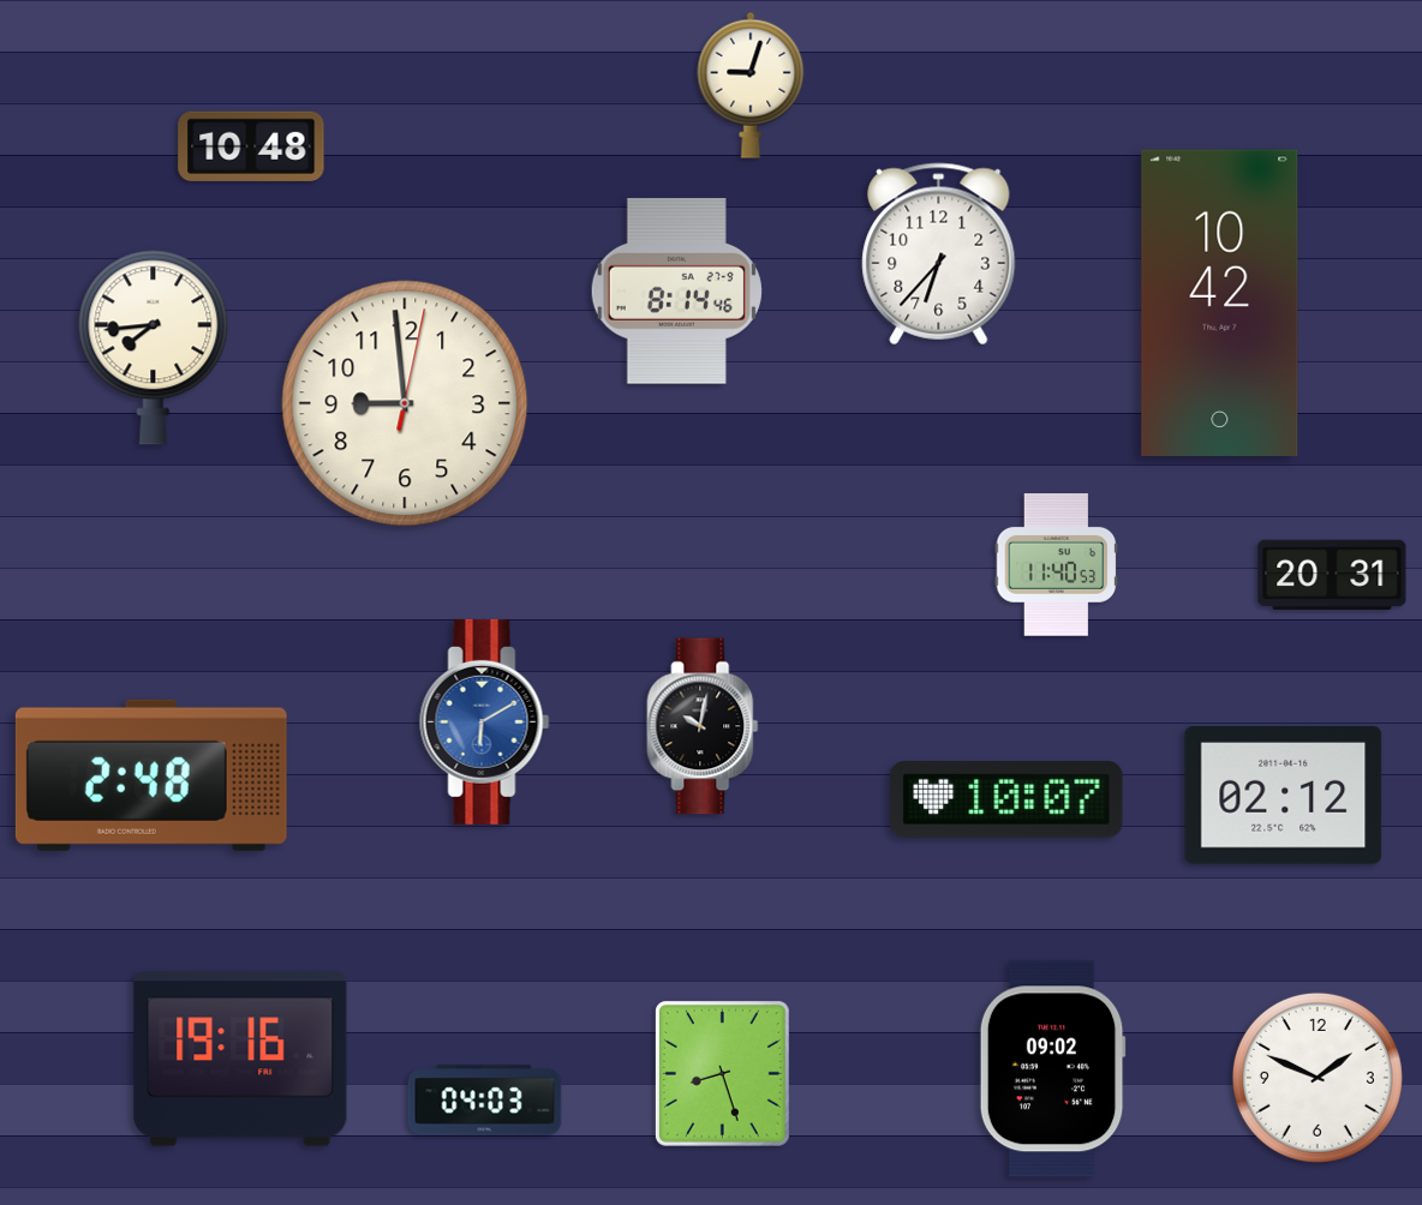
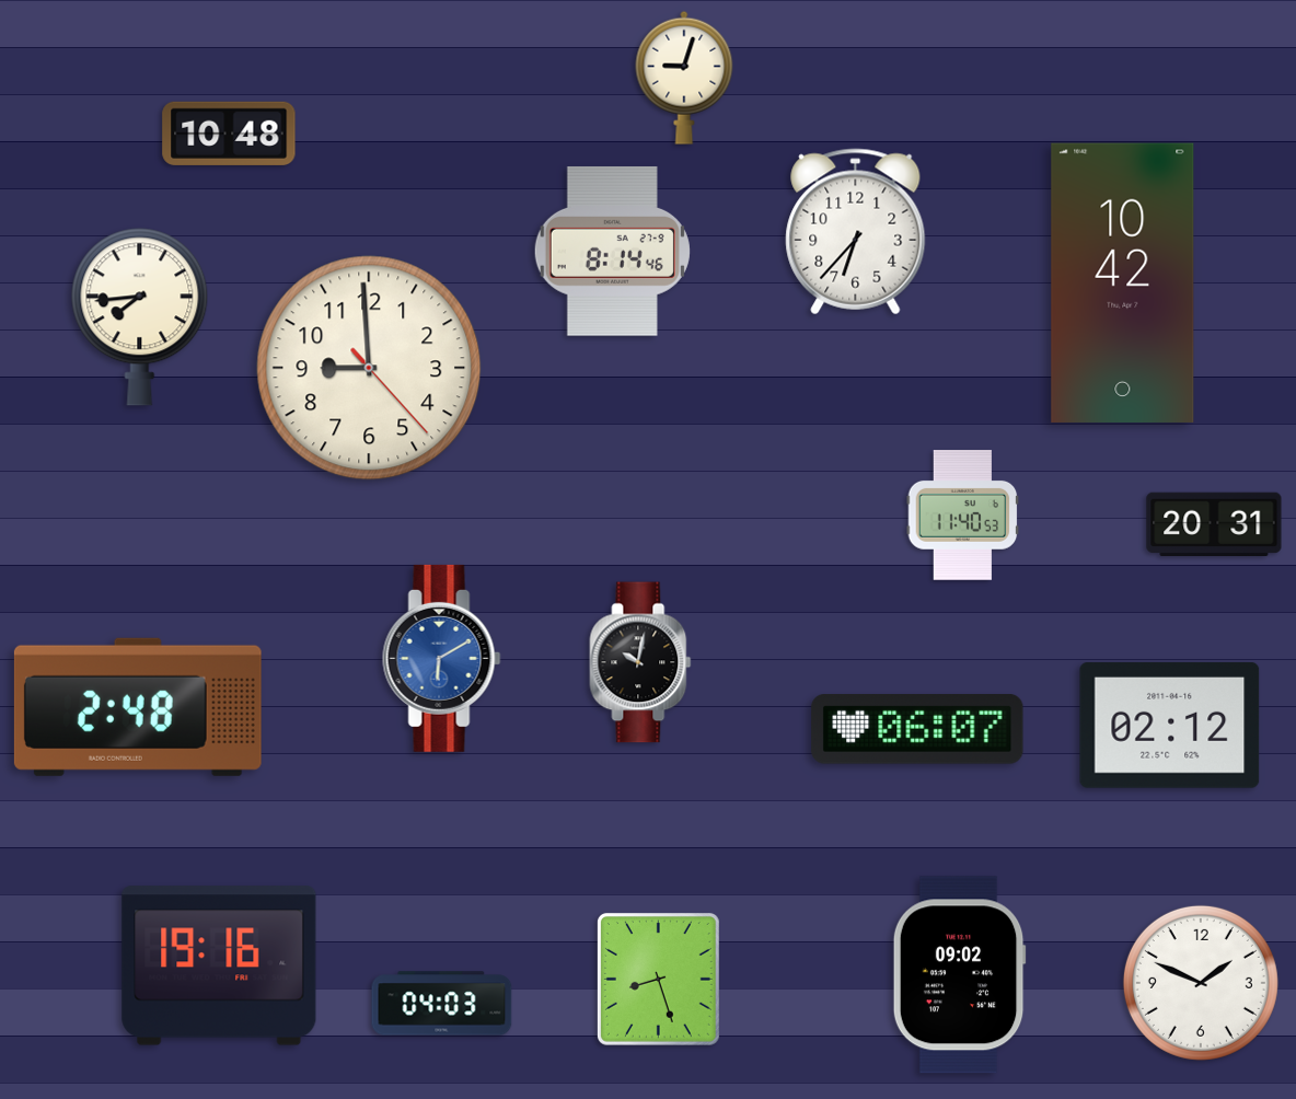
clock at (676, 290) position: (676, 290) -> (612, 251)
clock at (1220, 302) position: (1220, 302) -> (1123, 282)
clock at (405, 403): 8:59:02 -> 8:59:23
clock at (1006, 801): 10:07 -> 06:07
